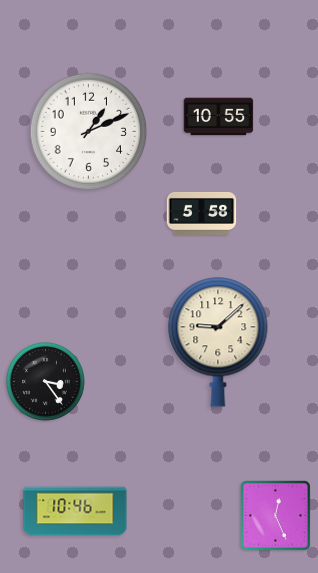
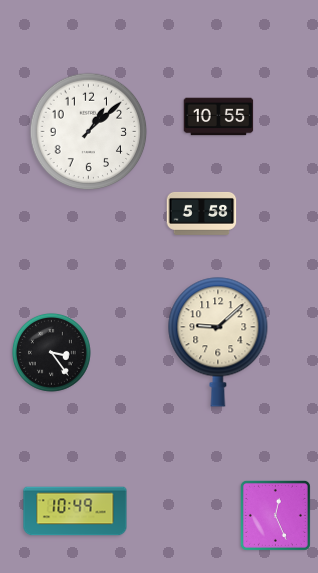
clock at (89, 132): 1:11 -> 1:08
clock at (45, 381) position: (45, 381) -> (51, 352)
clock at (75, 511): 10:46 -> 10:49
